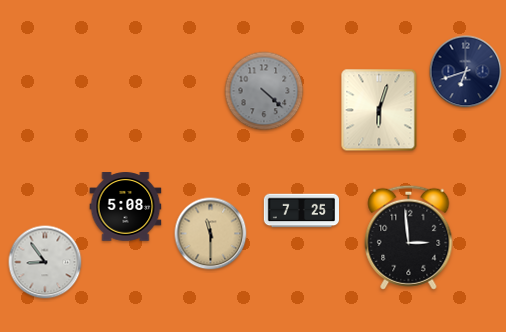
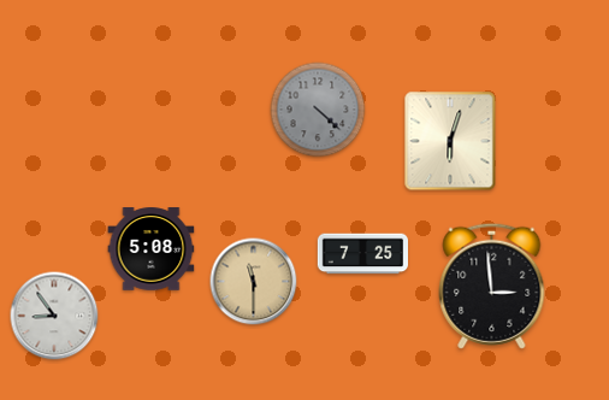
clock at (466, 72): 6:42 -> none
clock at (379, 110) position: (379, 110) -> (450, 141)
